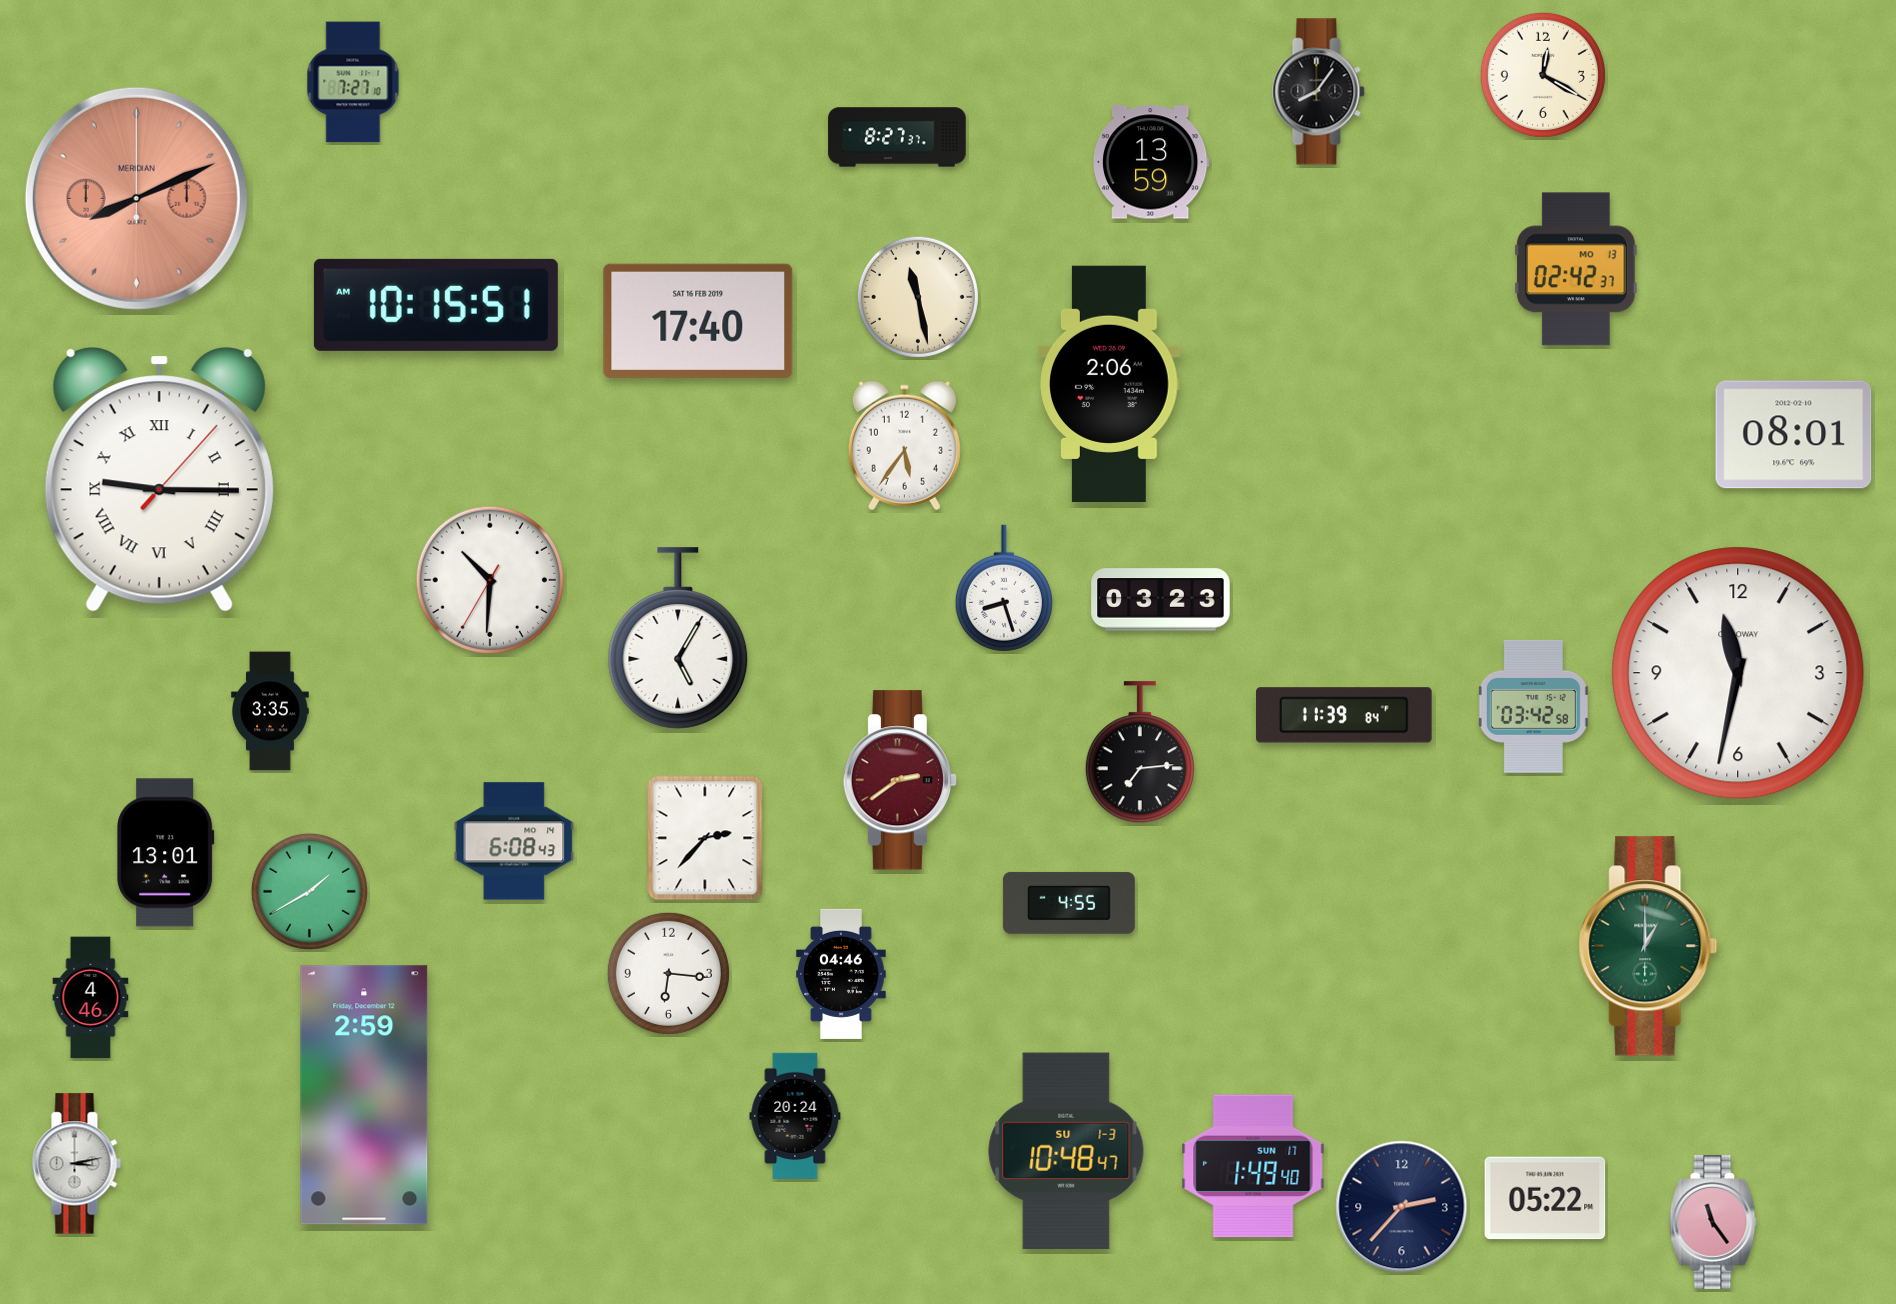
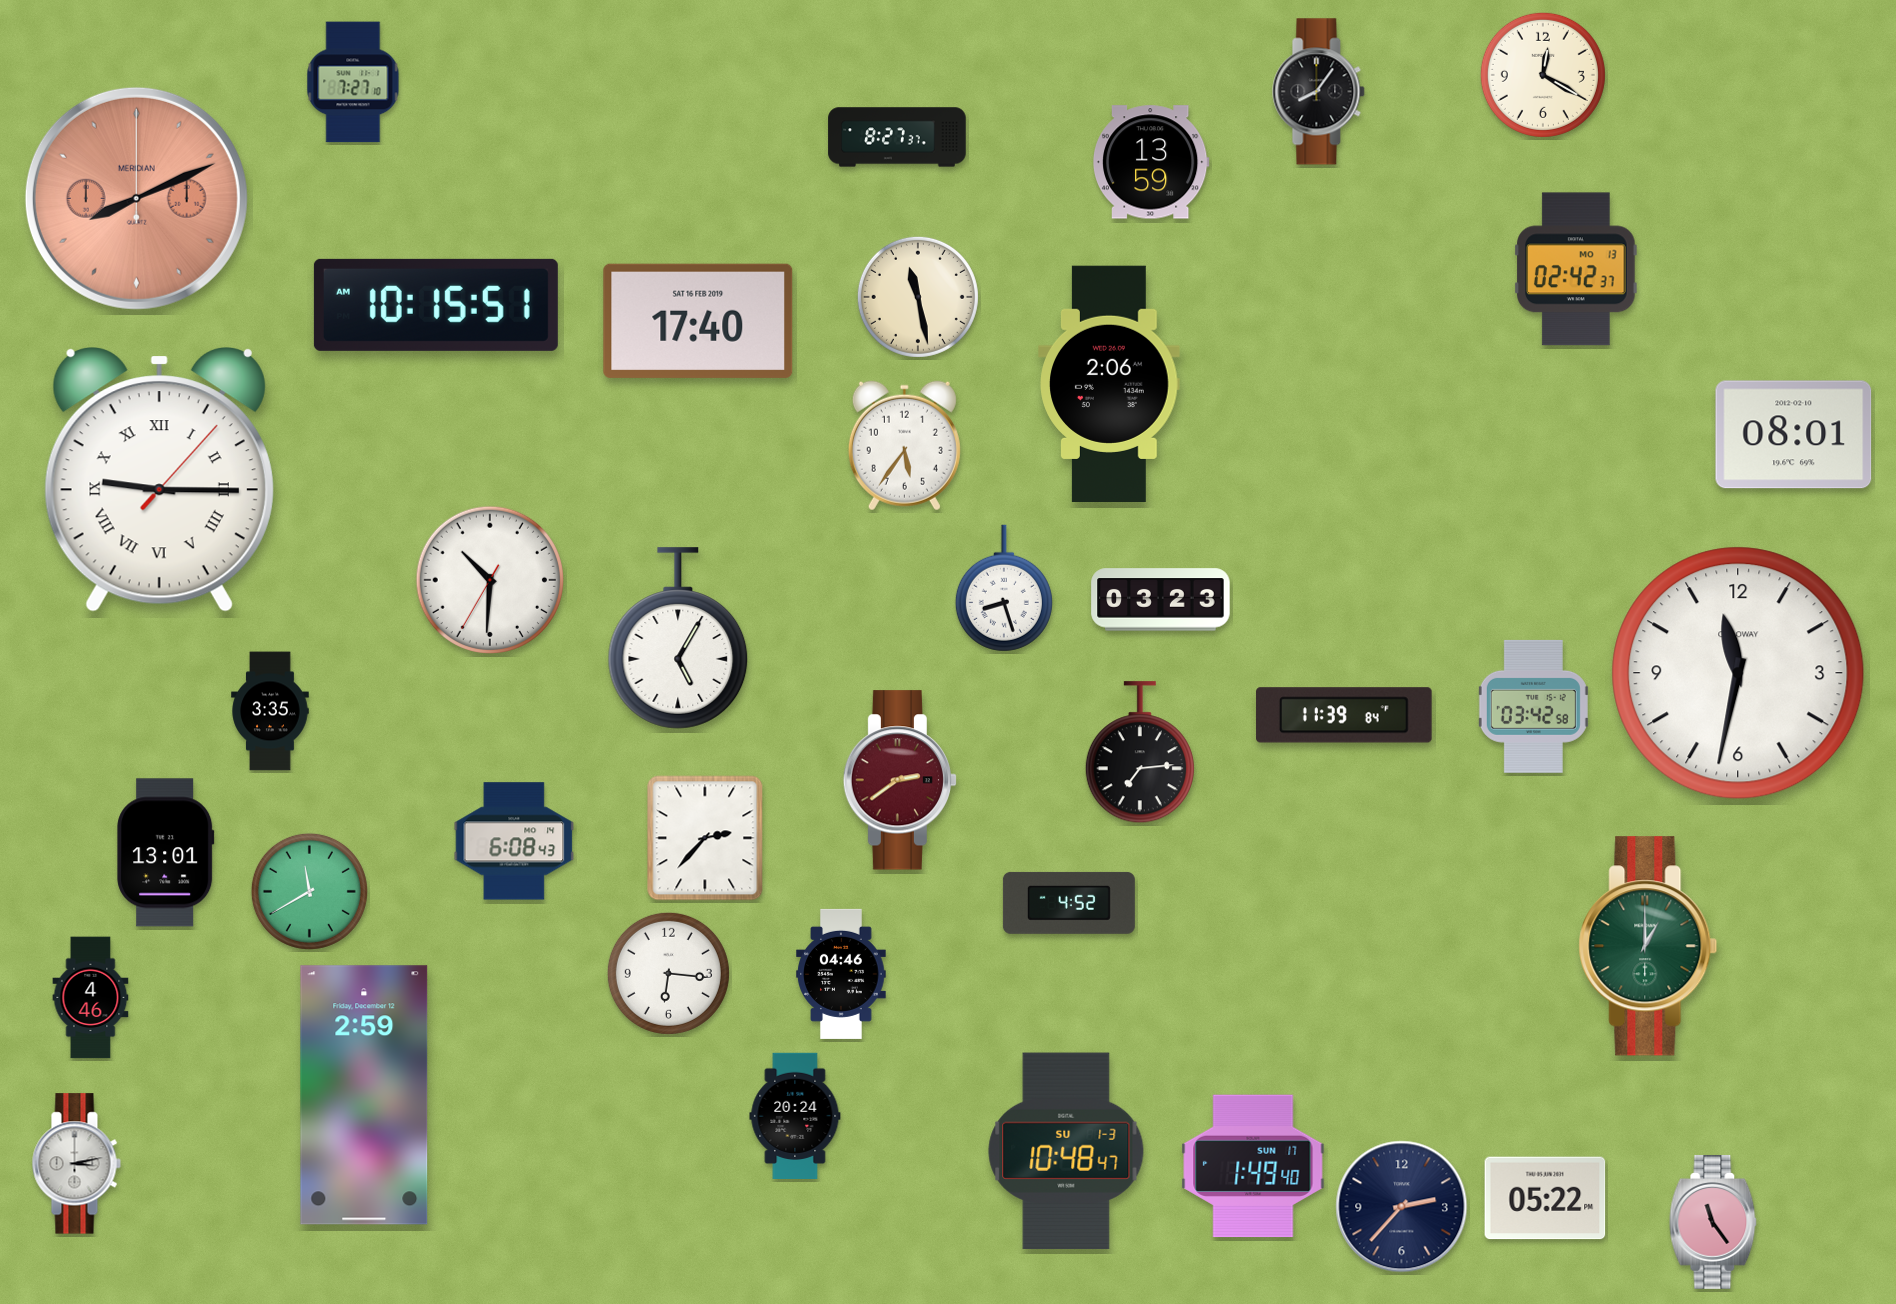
clock at (309, 891): 1:40 -> 11:40
clock at (1069, 903): 4:55 -> 4:52
